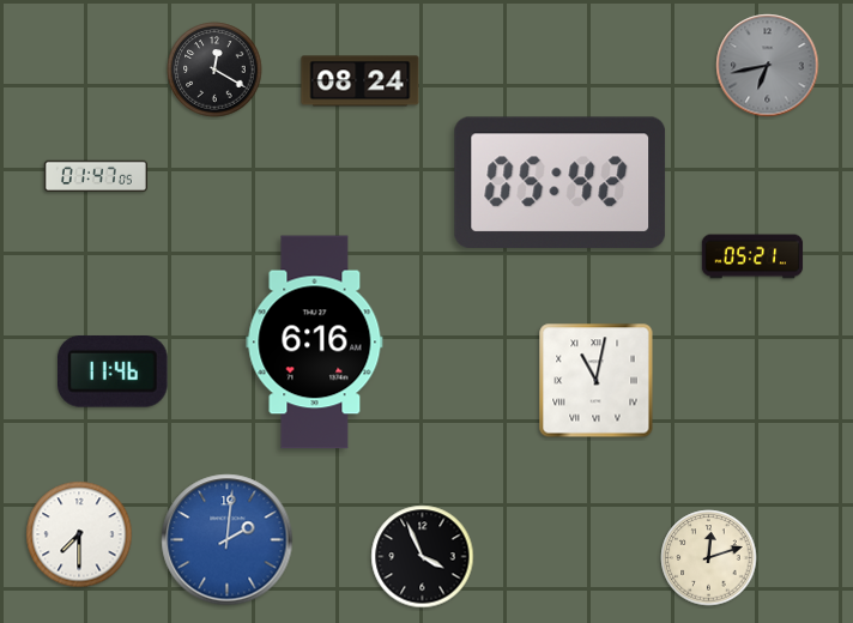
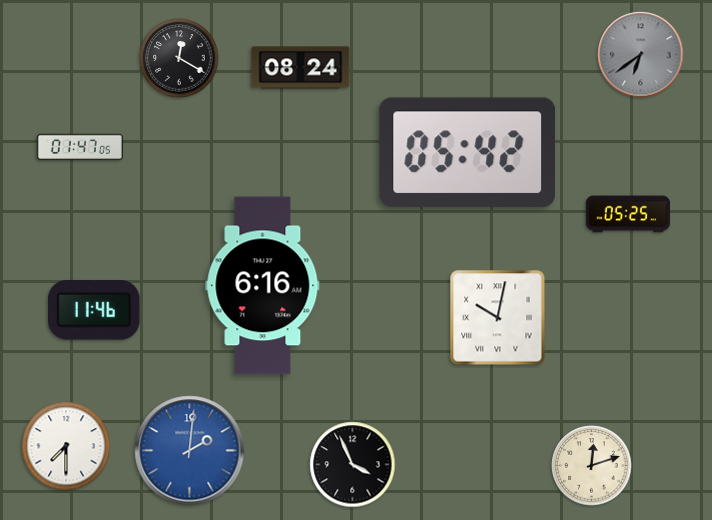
clock at (768, 66): 6:43 -> 6:39
clock at (752, 256): 05:21 -> 05:25
clock at (597, 381): 11:02 -> 10:02
